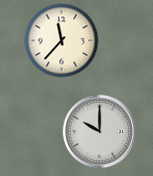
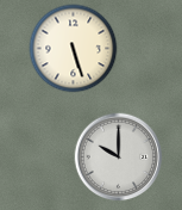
clock at (62, 41): 11:37 -> 5:27
